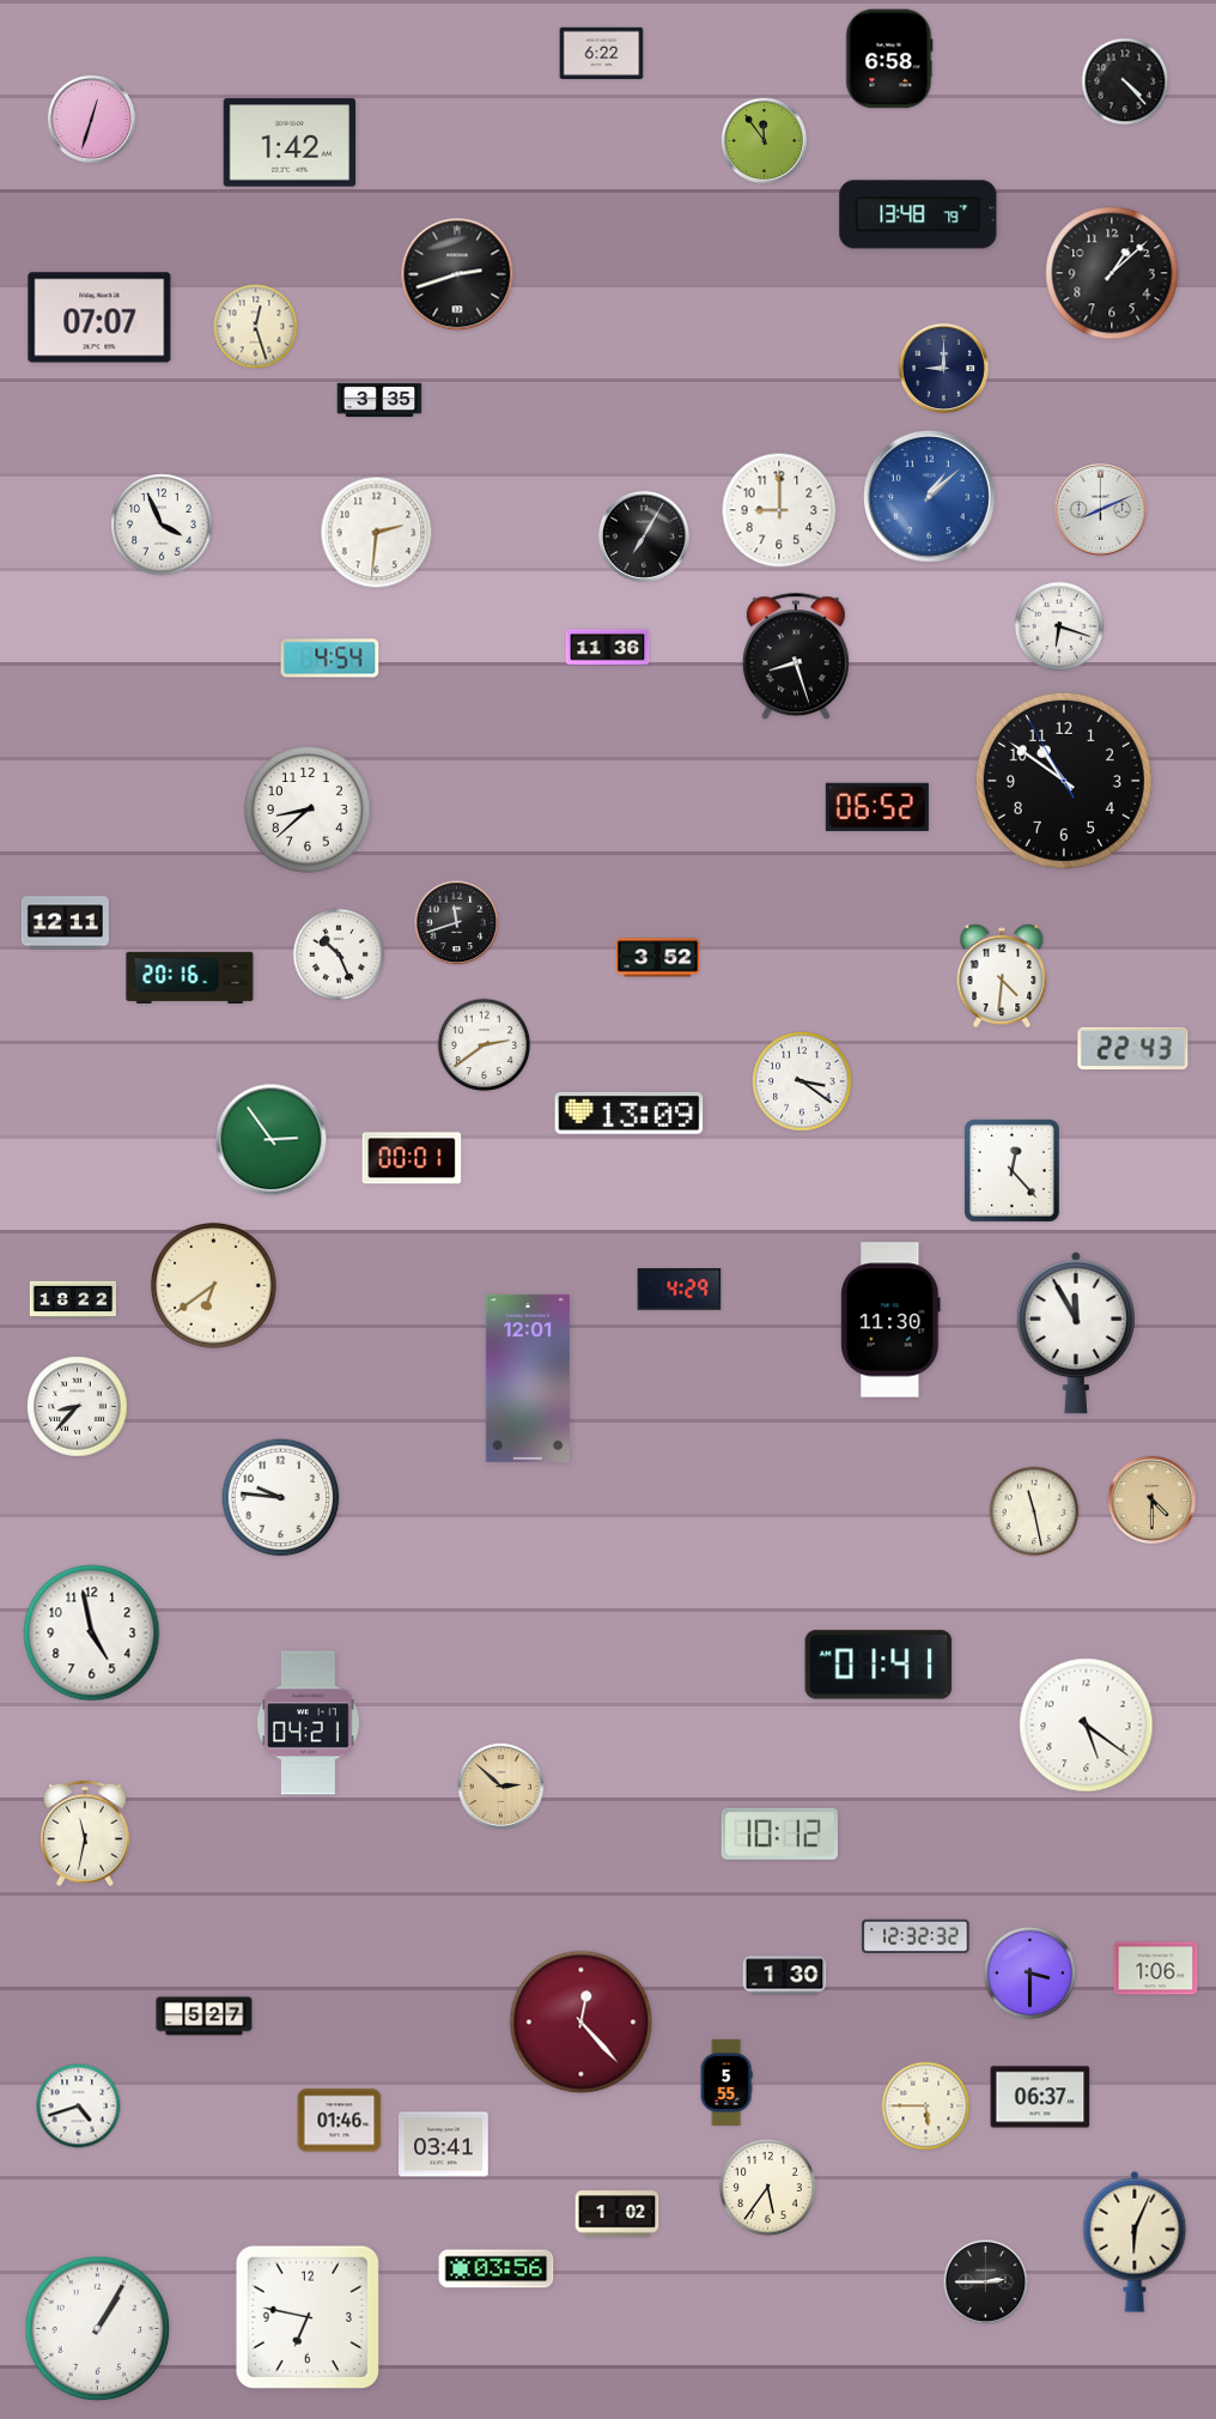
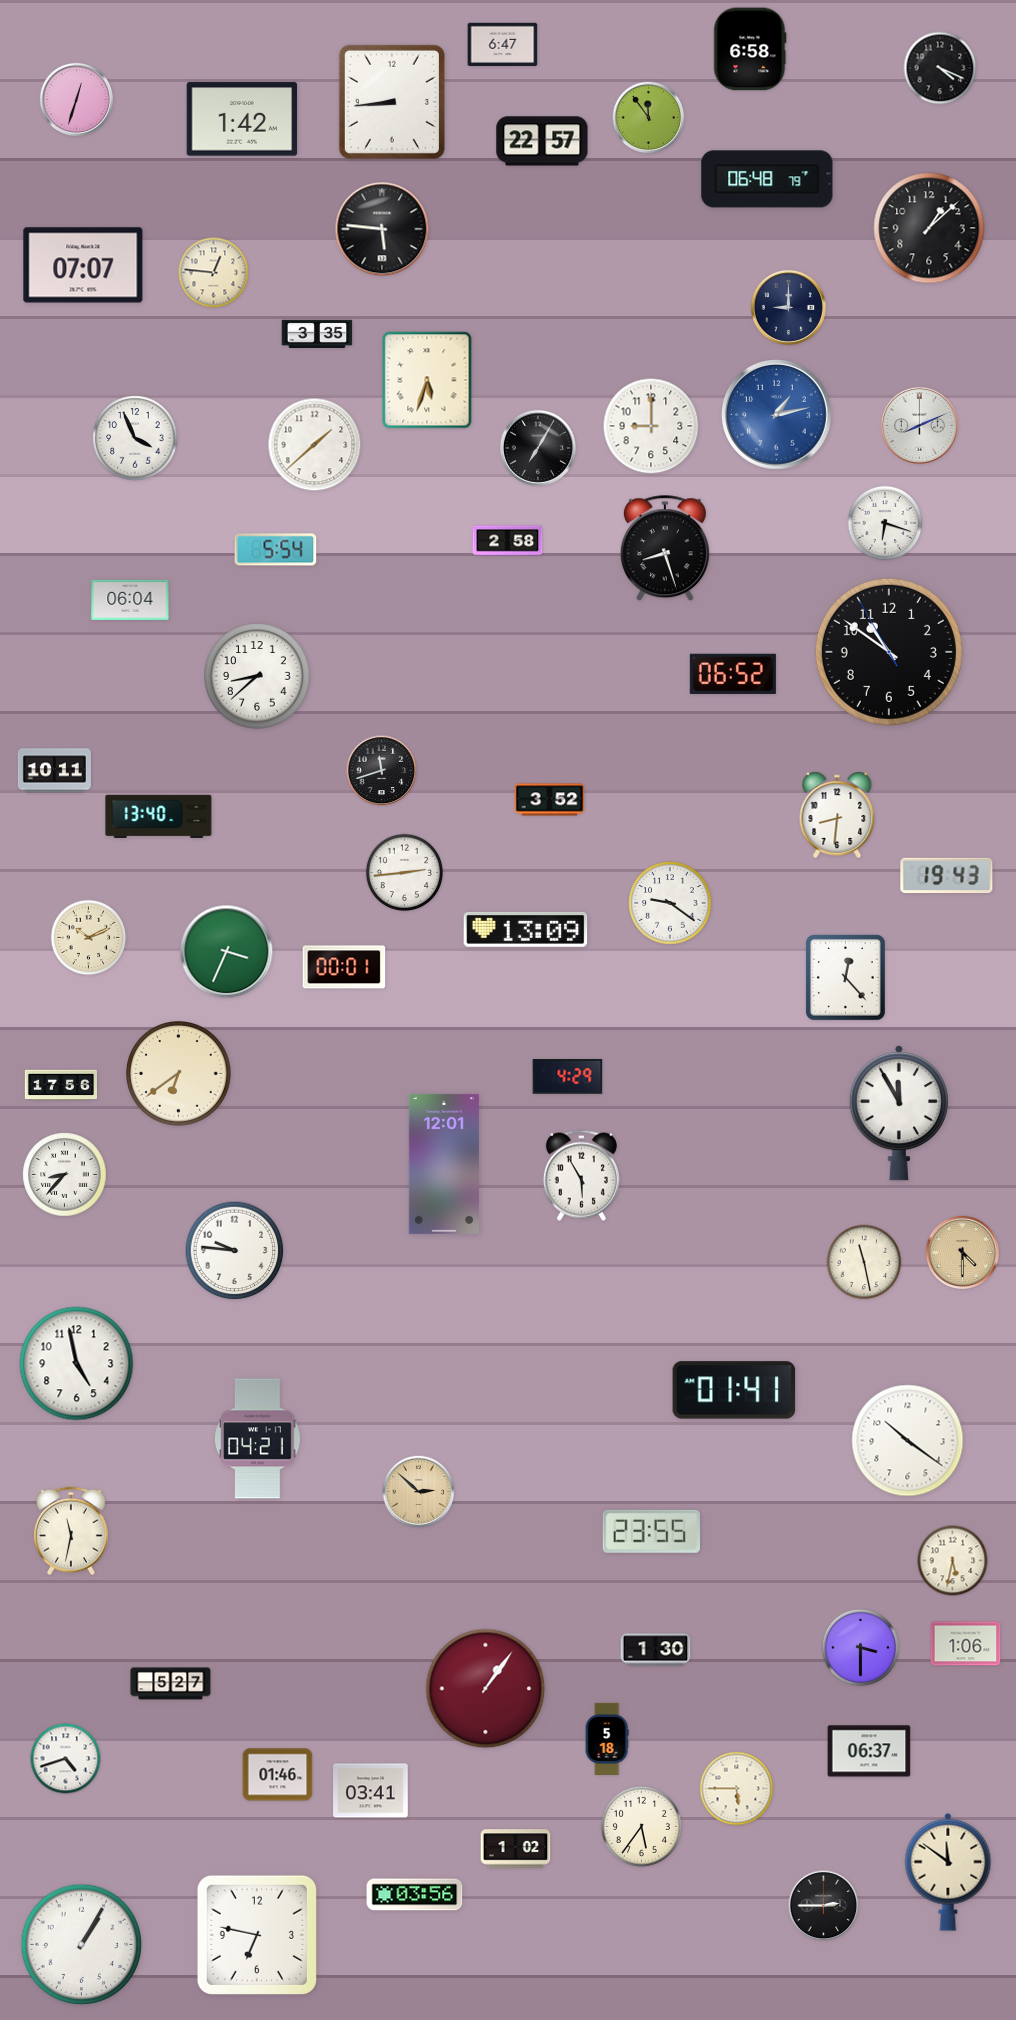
clock at (602, 53): 6:22 -> 6:47
clock at (889, 59) position: (889, 59) -> (750, 49)
clock at (1125, 81): 4:23 -> 4:19
clock at (392, 102): none -> 8:44
clock at (765, 141) position: (765, 141) -> (649, 118)
clock at (542, 141): none -> 22:57
clock at (918, 214): 13:48 -> 06:48
clock at (457, 274): 2:42 -> 5:46
clock at (256, 327): 12:27 -> 12:46
clock at (427, 380): none -> 5:33
clock at (930, 497): 1:08 -> 1:13
clock at (377, 533): 2:31 -> 1:38
clock at (608, 648): 11:36 -> 2:58
clock at (330, 659): 4:54 -> 5:54
clock at (130, 600): none -> 06:04
clock at (65, 923): 12:11 -> 10:11
clock at (339, 954): 10:26 -> none
clock at (1002, 976): 4:31 -> 8:31
clock at (190, 977): 20:16 -> 13:40
clock at (485, 1045): 2:39 -> 2:44
clock at (1133, 1049): 22:43 -> 19:43
clock at (802, 1081): 3:21 -> 9:21
clock at (89, 938): none -> 10:11
clock at (272, 1140): 2:54 -> 3:34
clock at (72, 1299): 18:22 -> 17:56
clock at (890, 1320): 11:30 -> none
clock at (528, 1378) position: (528, 1378) -> (444, 1164)
clock at (581, 1175): none -> 5:55
clock at (1087, 1726): 5:21 -> 10:21
clock at (779, 1833): 10:12 -> 23:55
clock at (953, 1561): none -> 5:32
clock at (916, 1936): 12:32 -> none
clock at (582, 2023): 12:23 -> 1:06
clock at (726, 2081): 5:55 -> 5:18
clock at (926, 2106) position: (926, 2106) -> (737, 1789)
clock at (340, 2121) position: (340, 2121) -> (278, 1775)
clock at (1135, 2242): 6:04 -> 11:51
